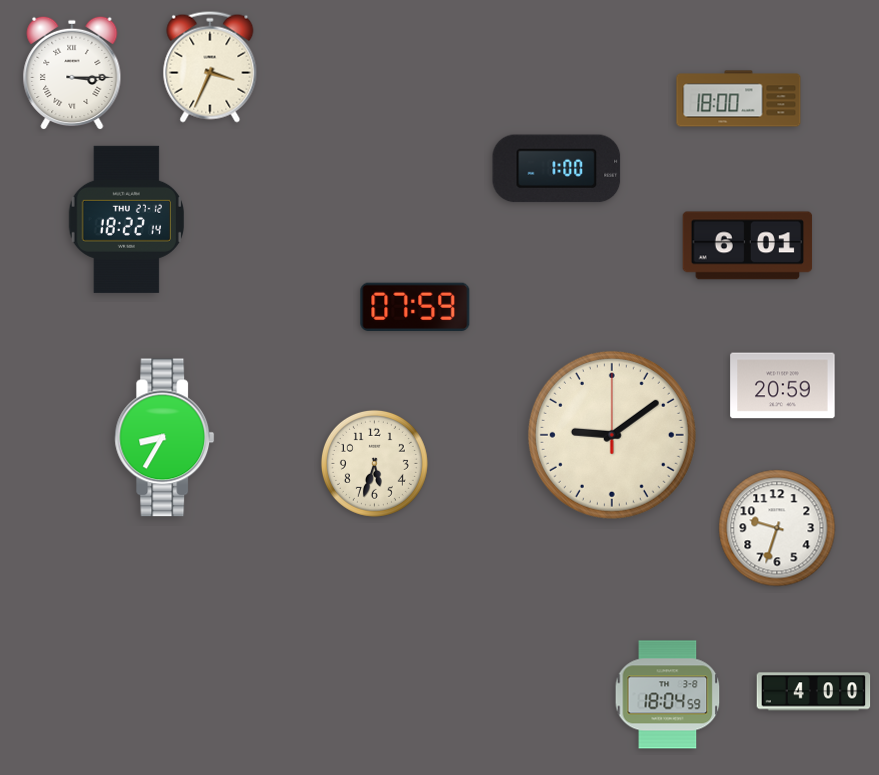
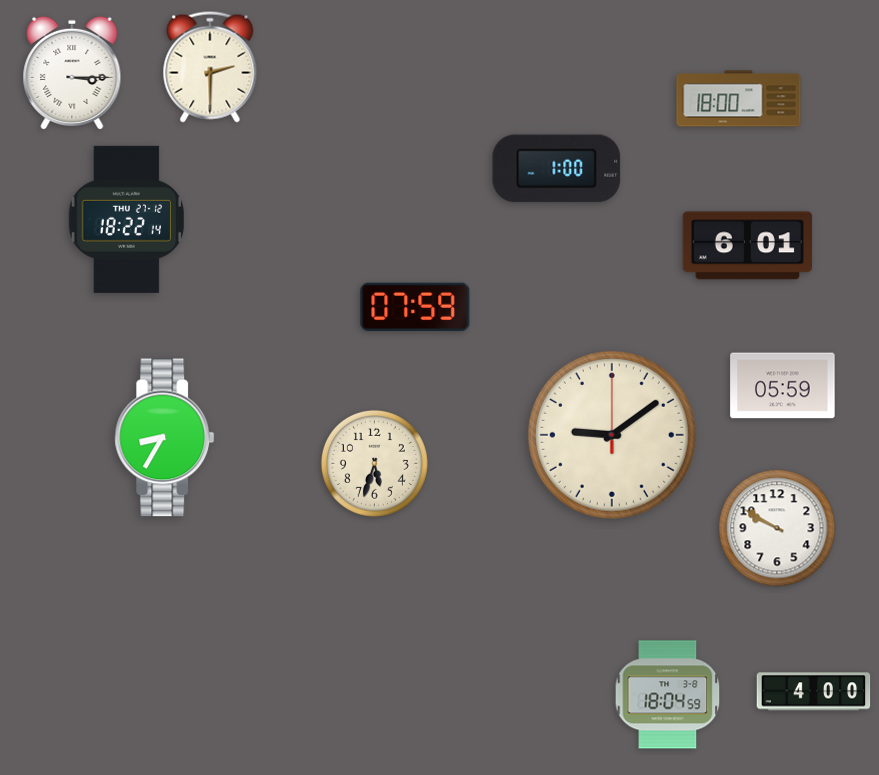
clock at (210, 67): 3:34 -> 2:30
clock at (783, 386): 20:59 -> 05:59
clock at (777, 528): 9:33 -> 9:50
